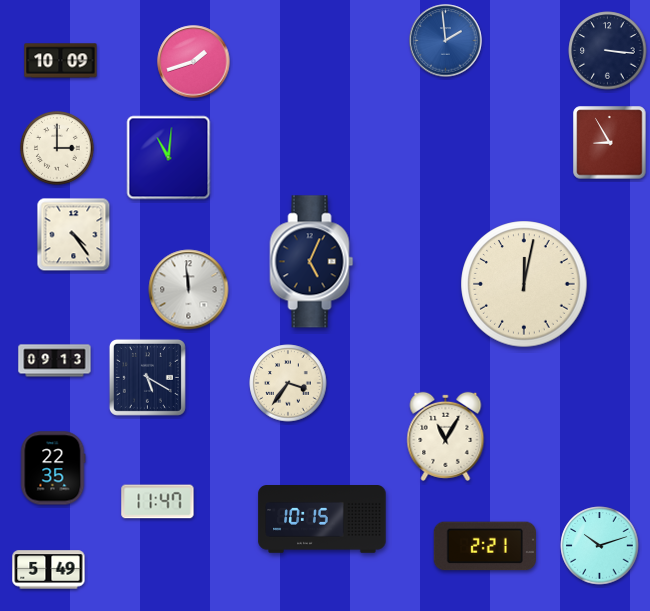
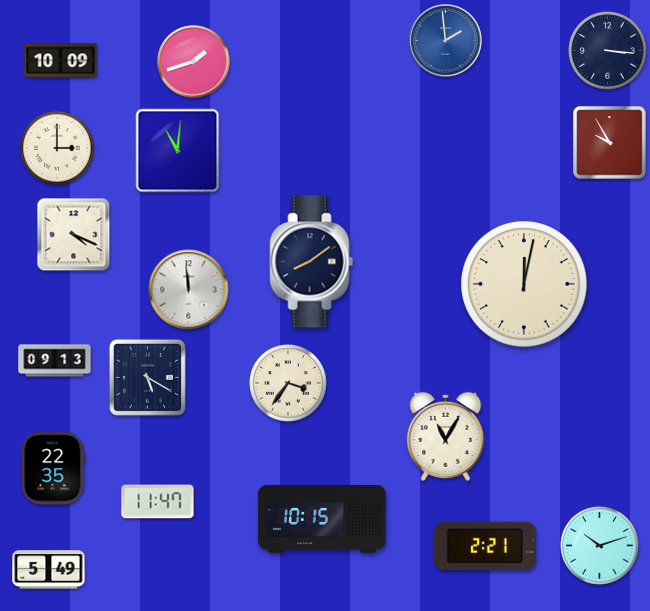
clock at (610, 143): 8:55 -> 9:55
clock at (169, 158) position: (169, 158) -> (178, 151)
clock at (74, 235): 4:24 -> 4:19
clock at (312, 262): 5:04 -> 8:09
